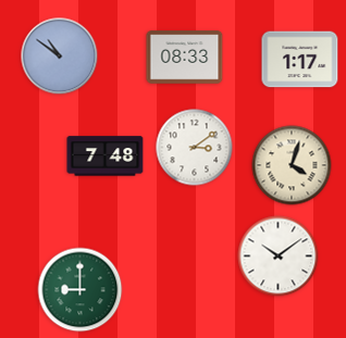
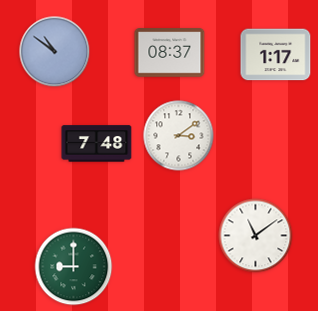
clock at (185, 58): 08:33 -> 08:37
clock at (292, 165): 4:03 -> none
clock at (279, 256): 10:09 -> 11:09
